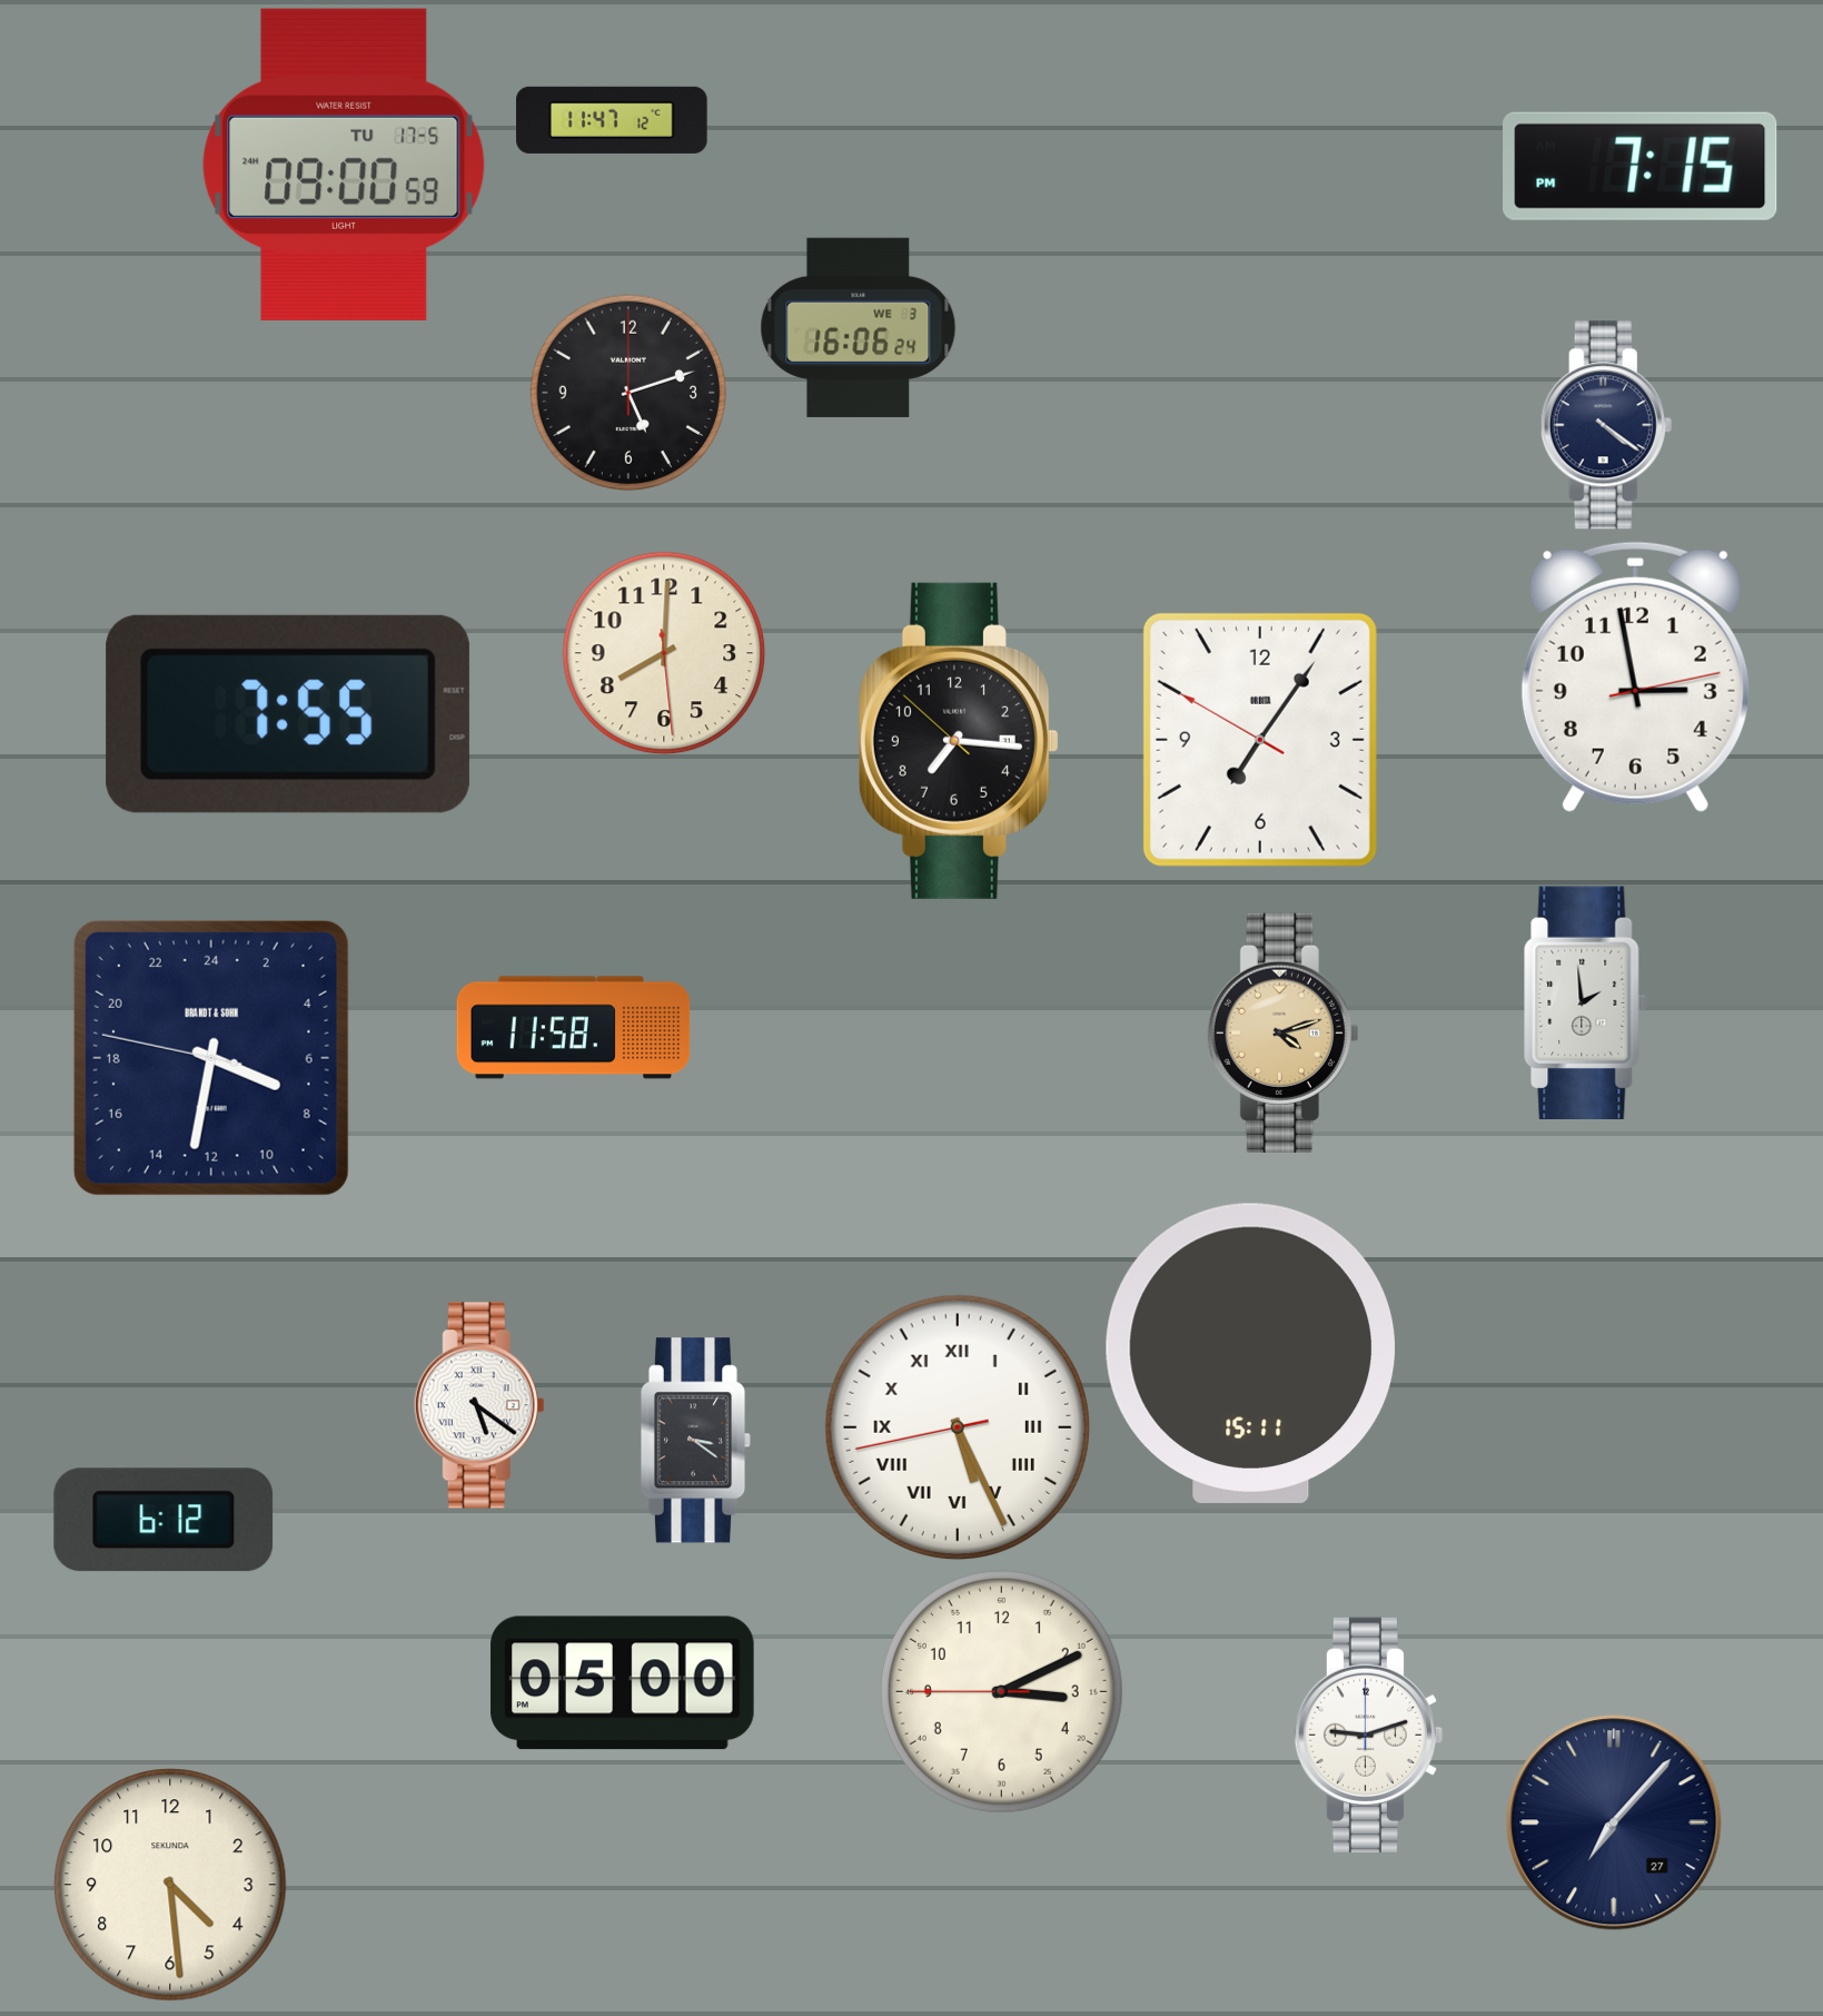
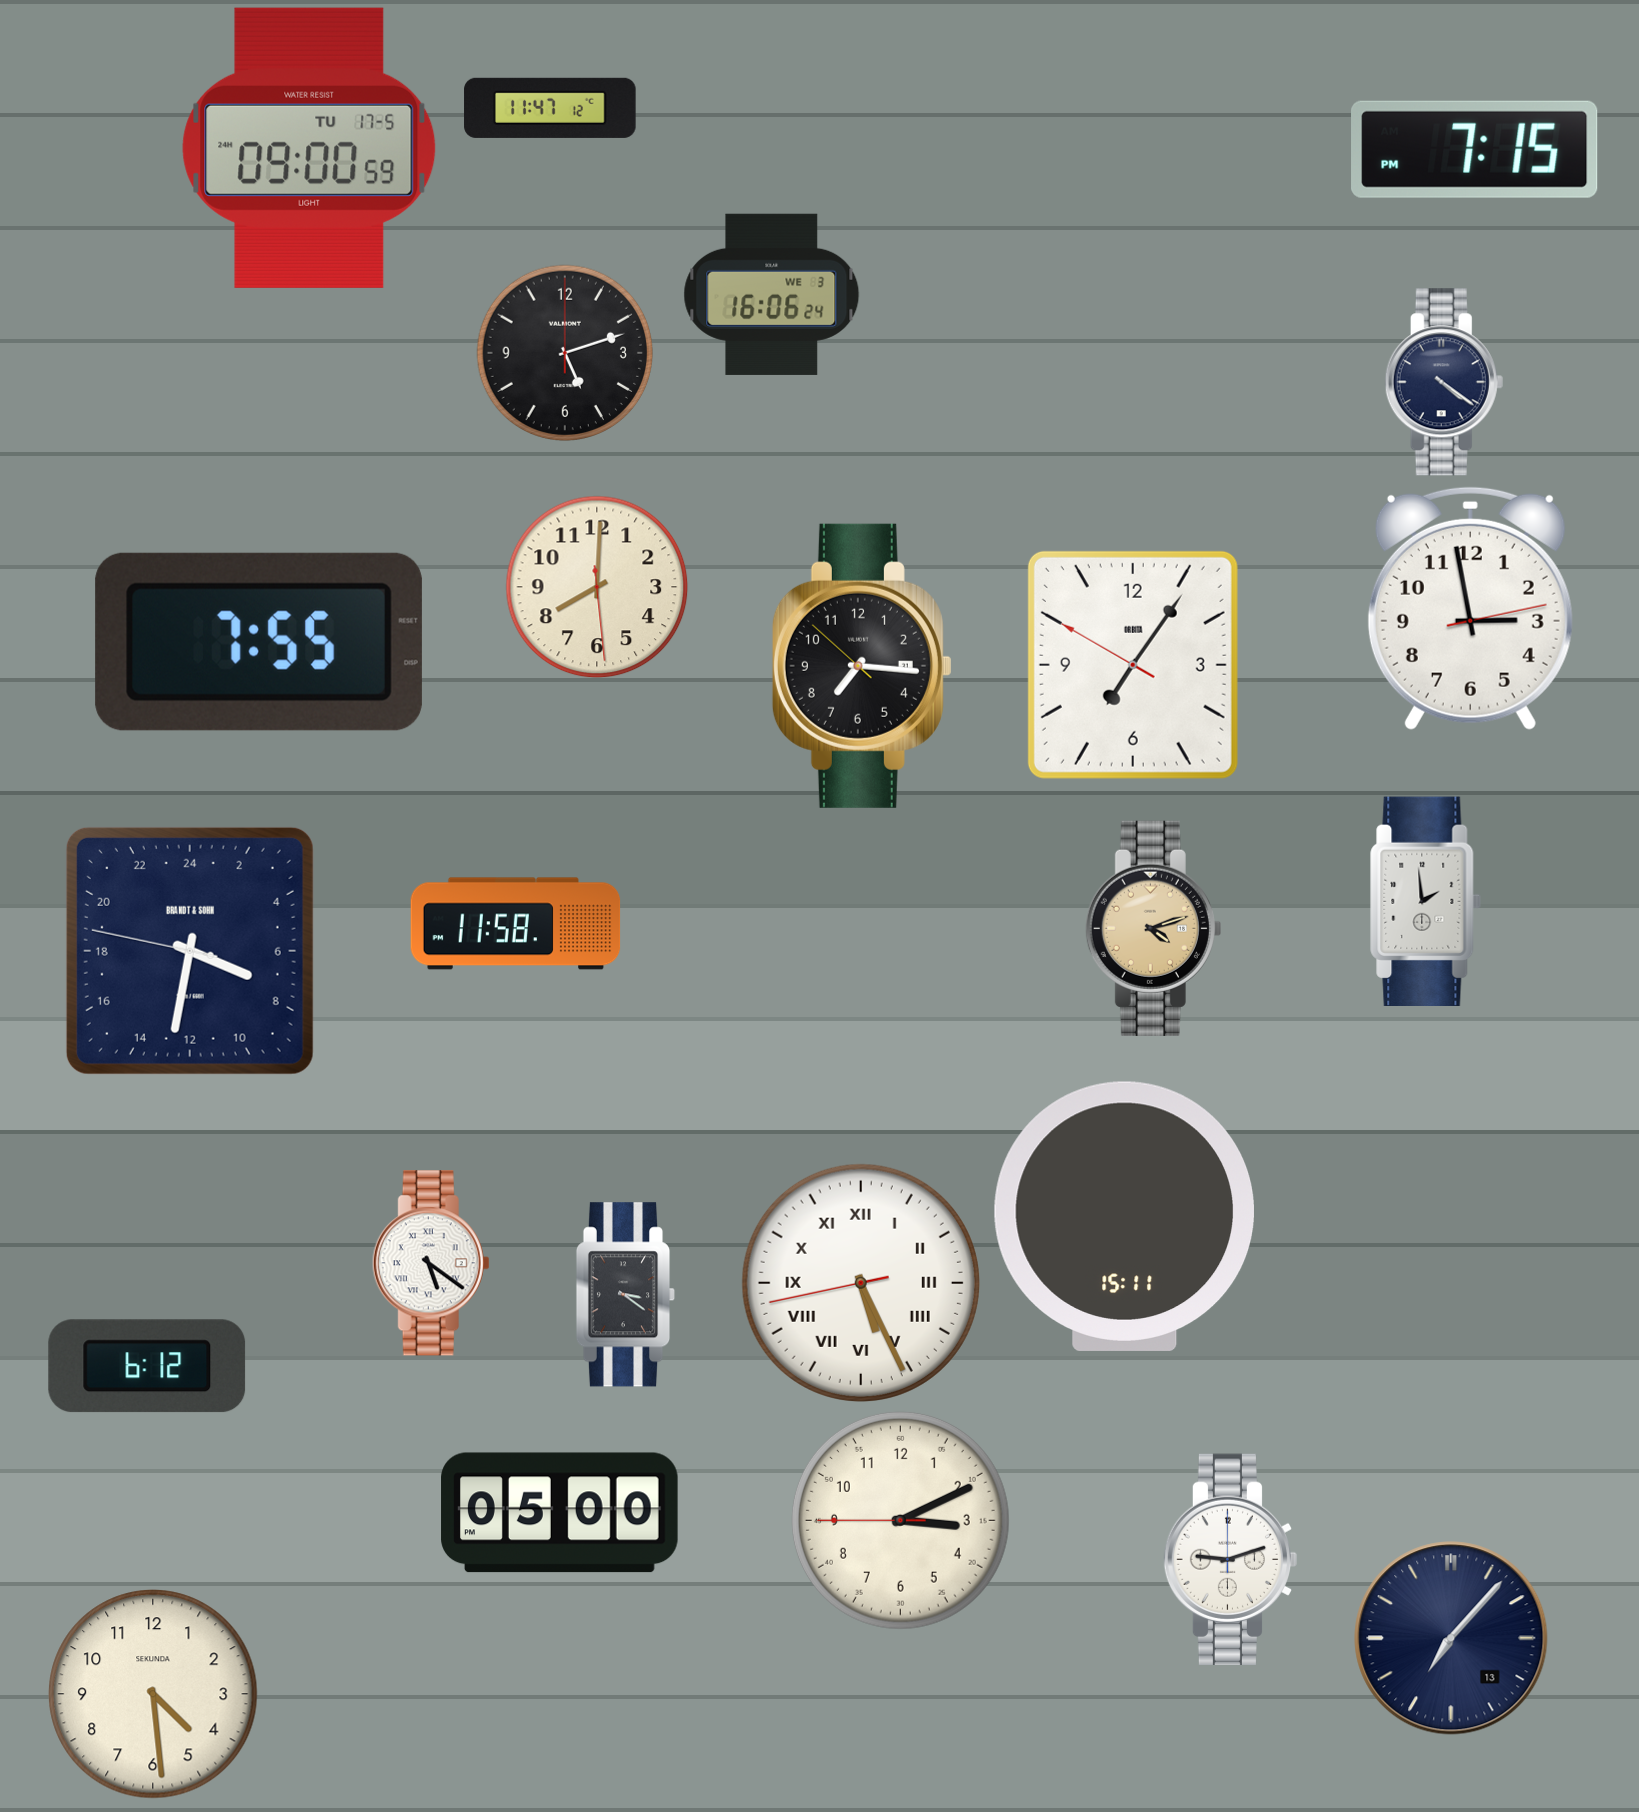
clock at (1614, 1822) date: 27 -> 13
